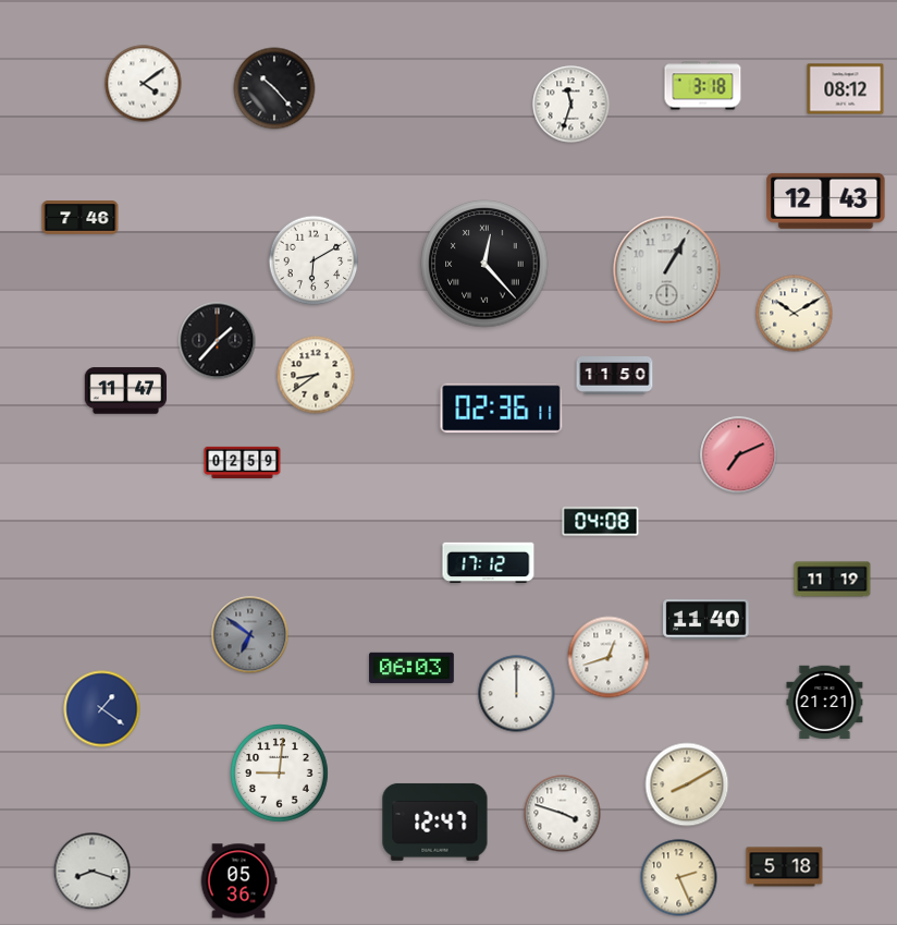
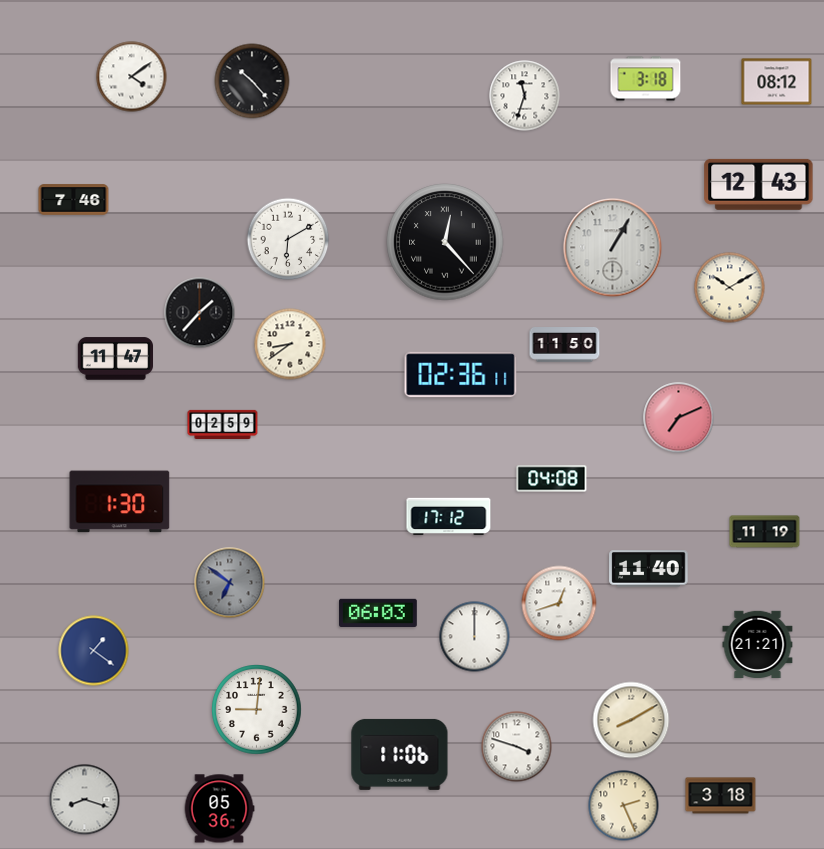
clock at (120, 502): none -> 1:30
clock at (435, 821): 12:47 -> 11:06
clock at (785, 867): 5:18 -> 3:18
